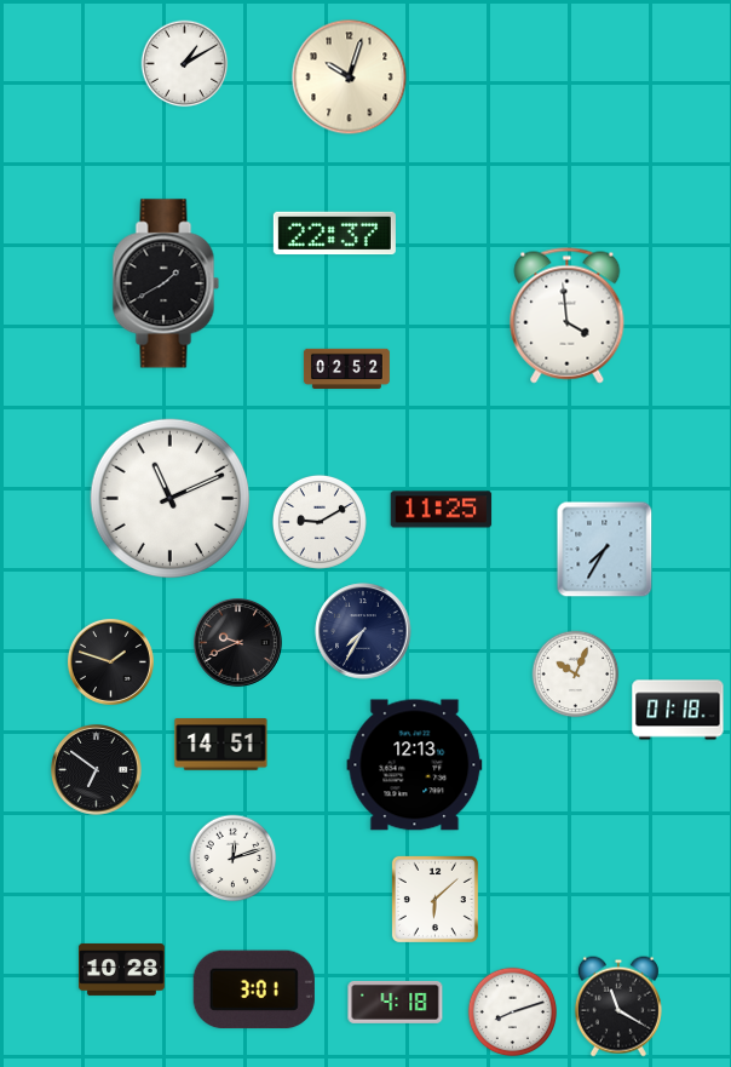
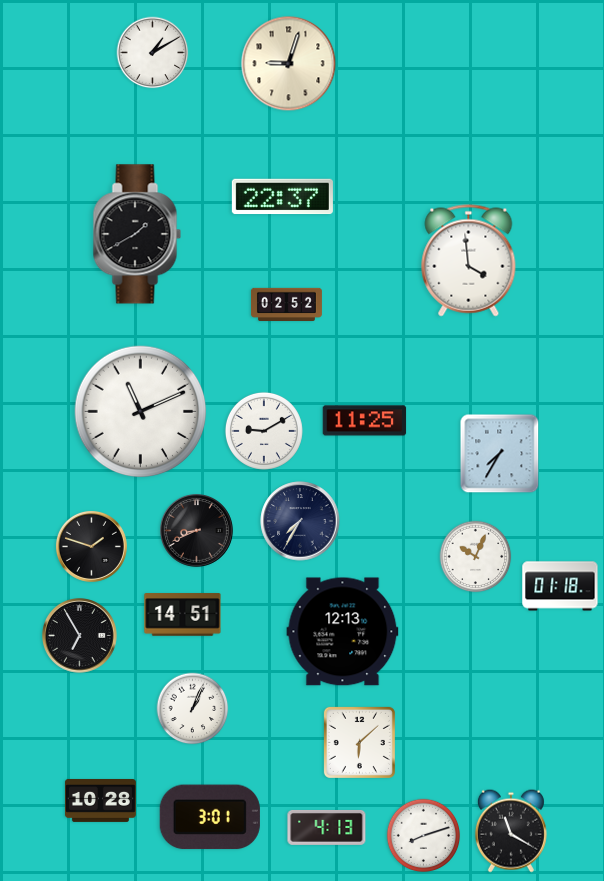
clock at (350, 78): 10:03 -> 9:03
clock at (334, 234) position: (334, 234) -> (282, 197)
clock at (238, 643): 9:41 -> 8:41
clock at (97, 770): 6:51 -> 6:55
clock at (234, 859): 12:12 -> 1:04
clock at (396, 1002): 4:18 -> 4:13
